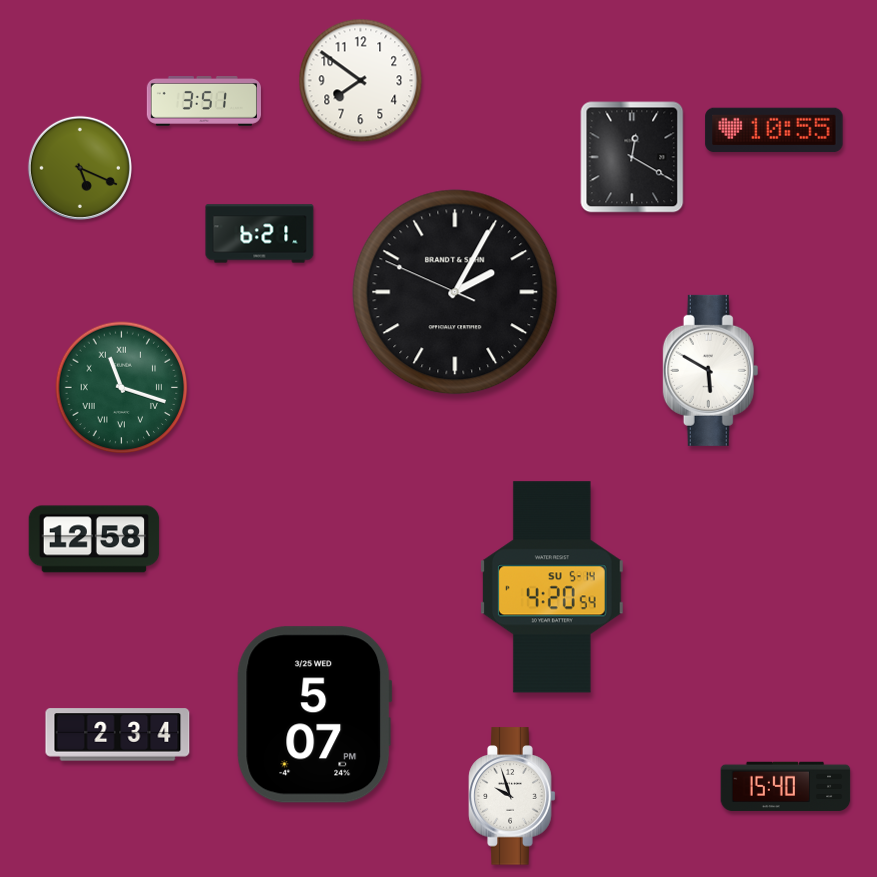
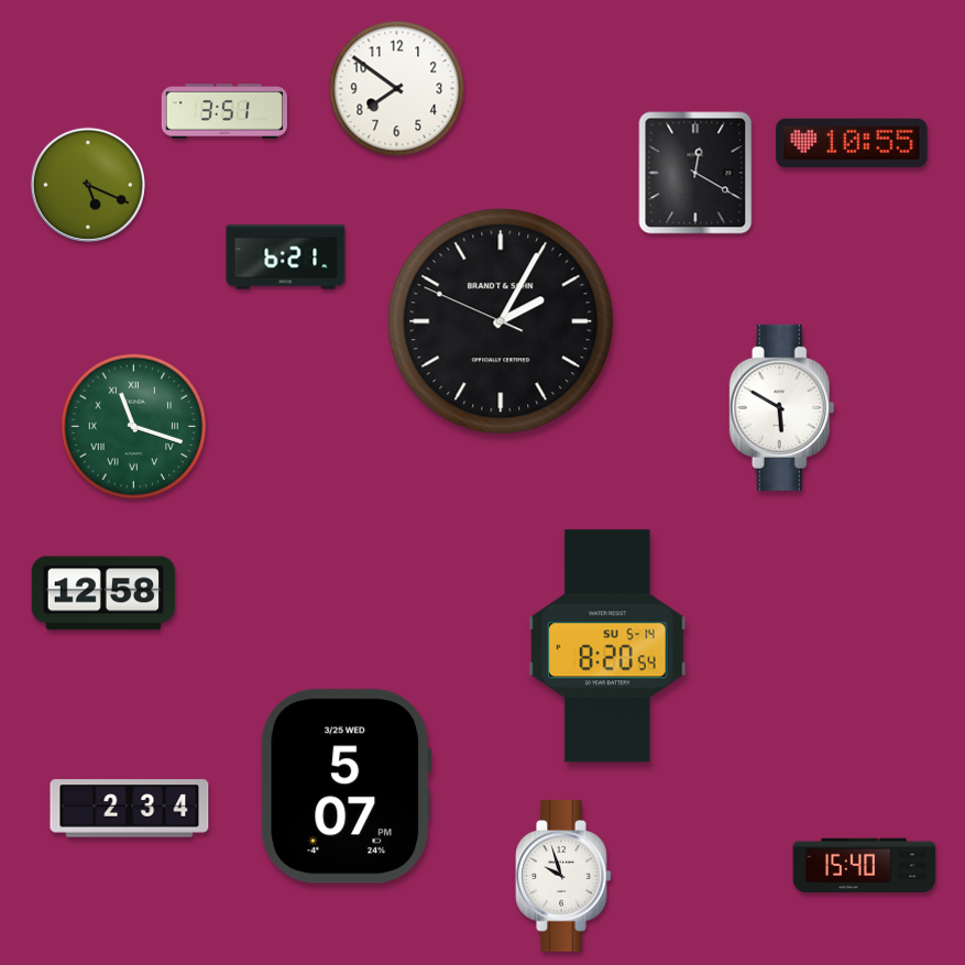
clock at (552, 587): 4:20 -> 8:20
